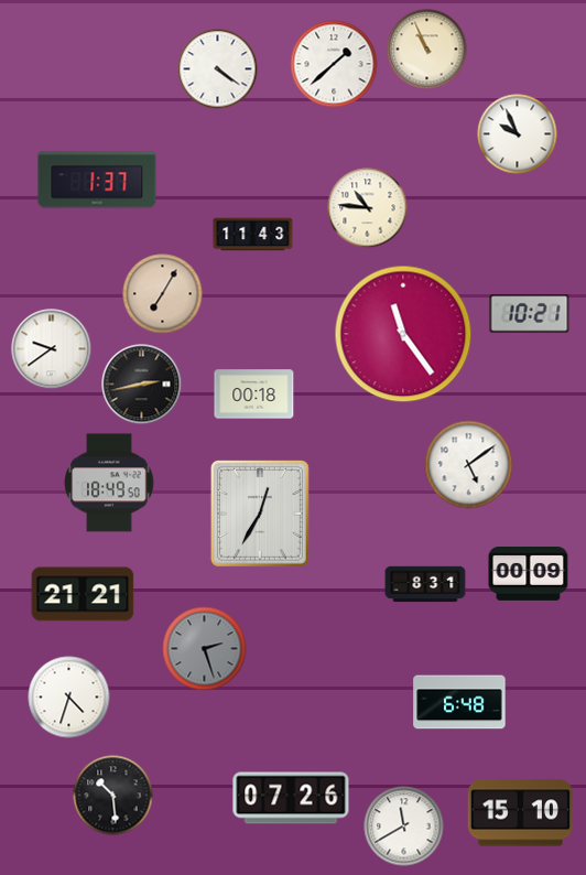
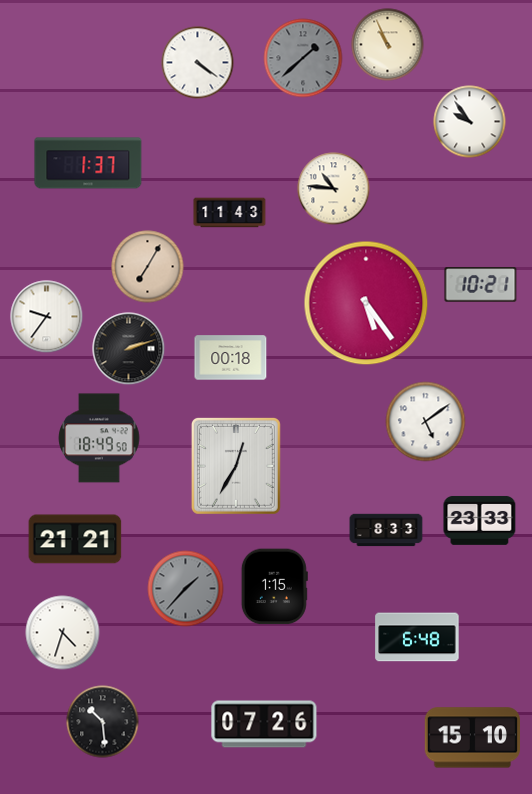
clock at (334, 64) dial: white -> grey
clock at (518, 134): 9:56 -> 9:54
clock at (403, 334): 11:24 -> 5:24
clock at (52, 349): 9:39 -> 9:36
clock at (142, 385): 2:43 -> 2:12
clock at (529, 573): 00:09 -> 23:33
clock at (425, 584): 8:31 -> 8:33
clock at (274, 587): none -> 1:15
clock at (205, 649): 2:27 -> 1:37
clock at (404, 827): 11:40 -> none
